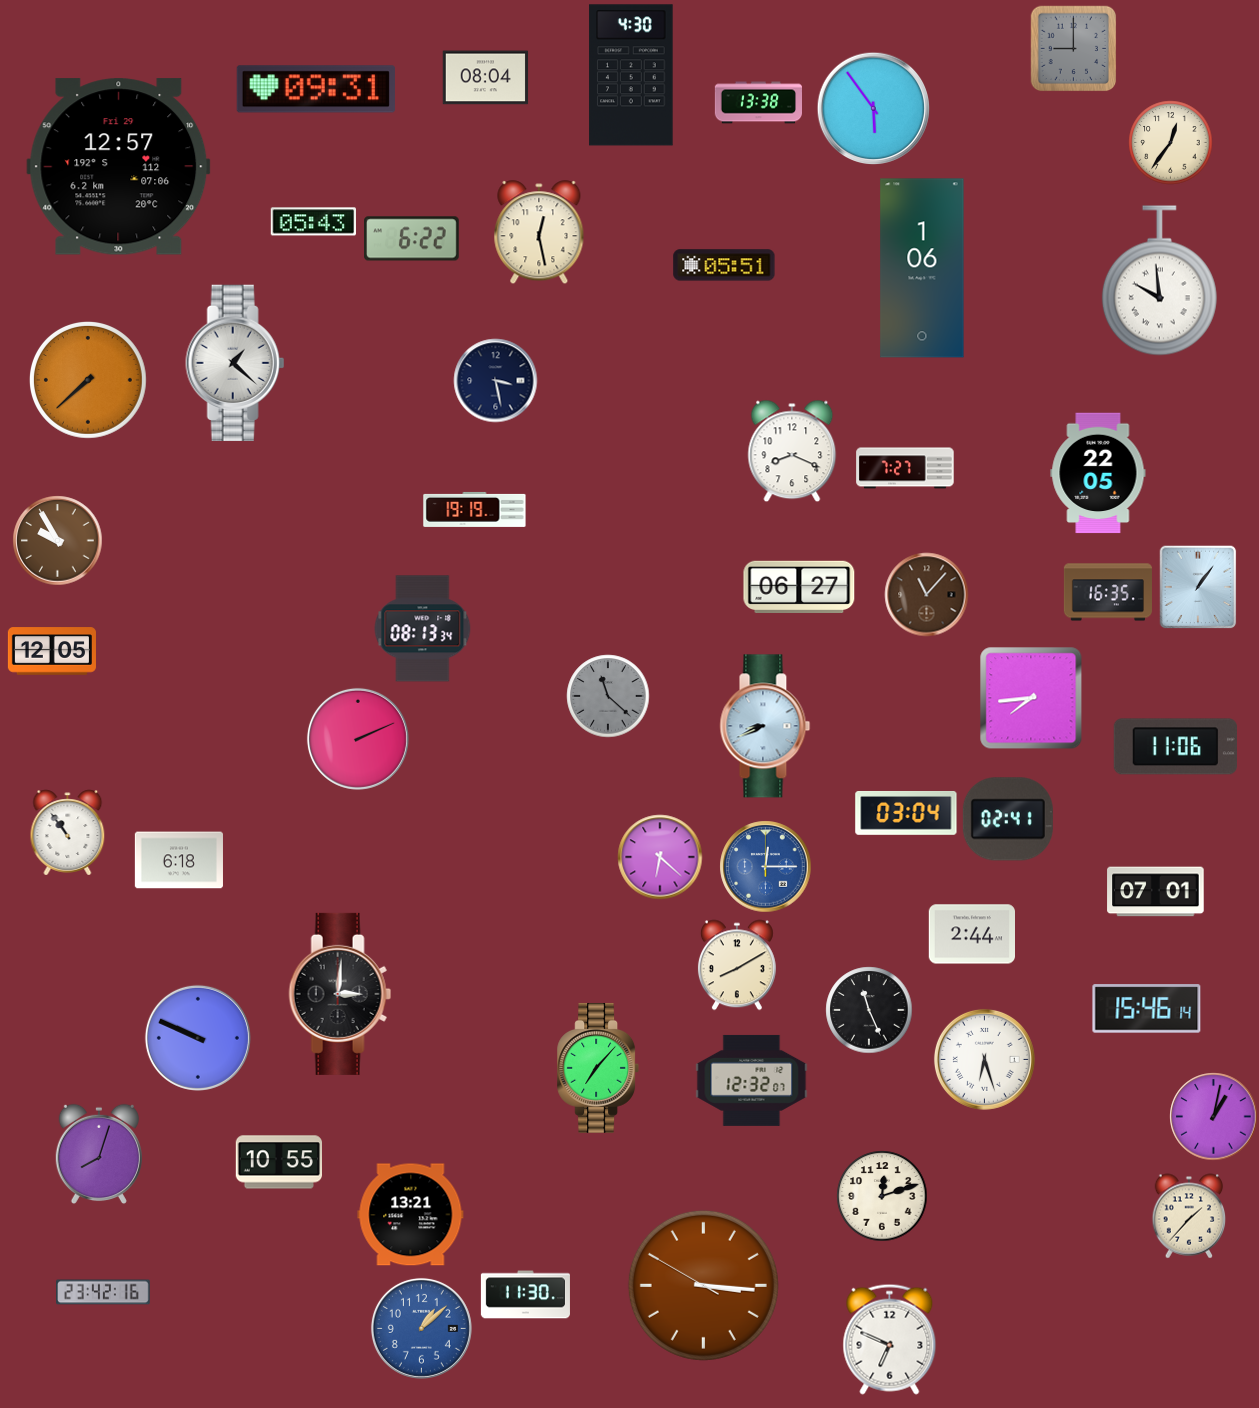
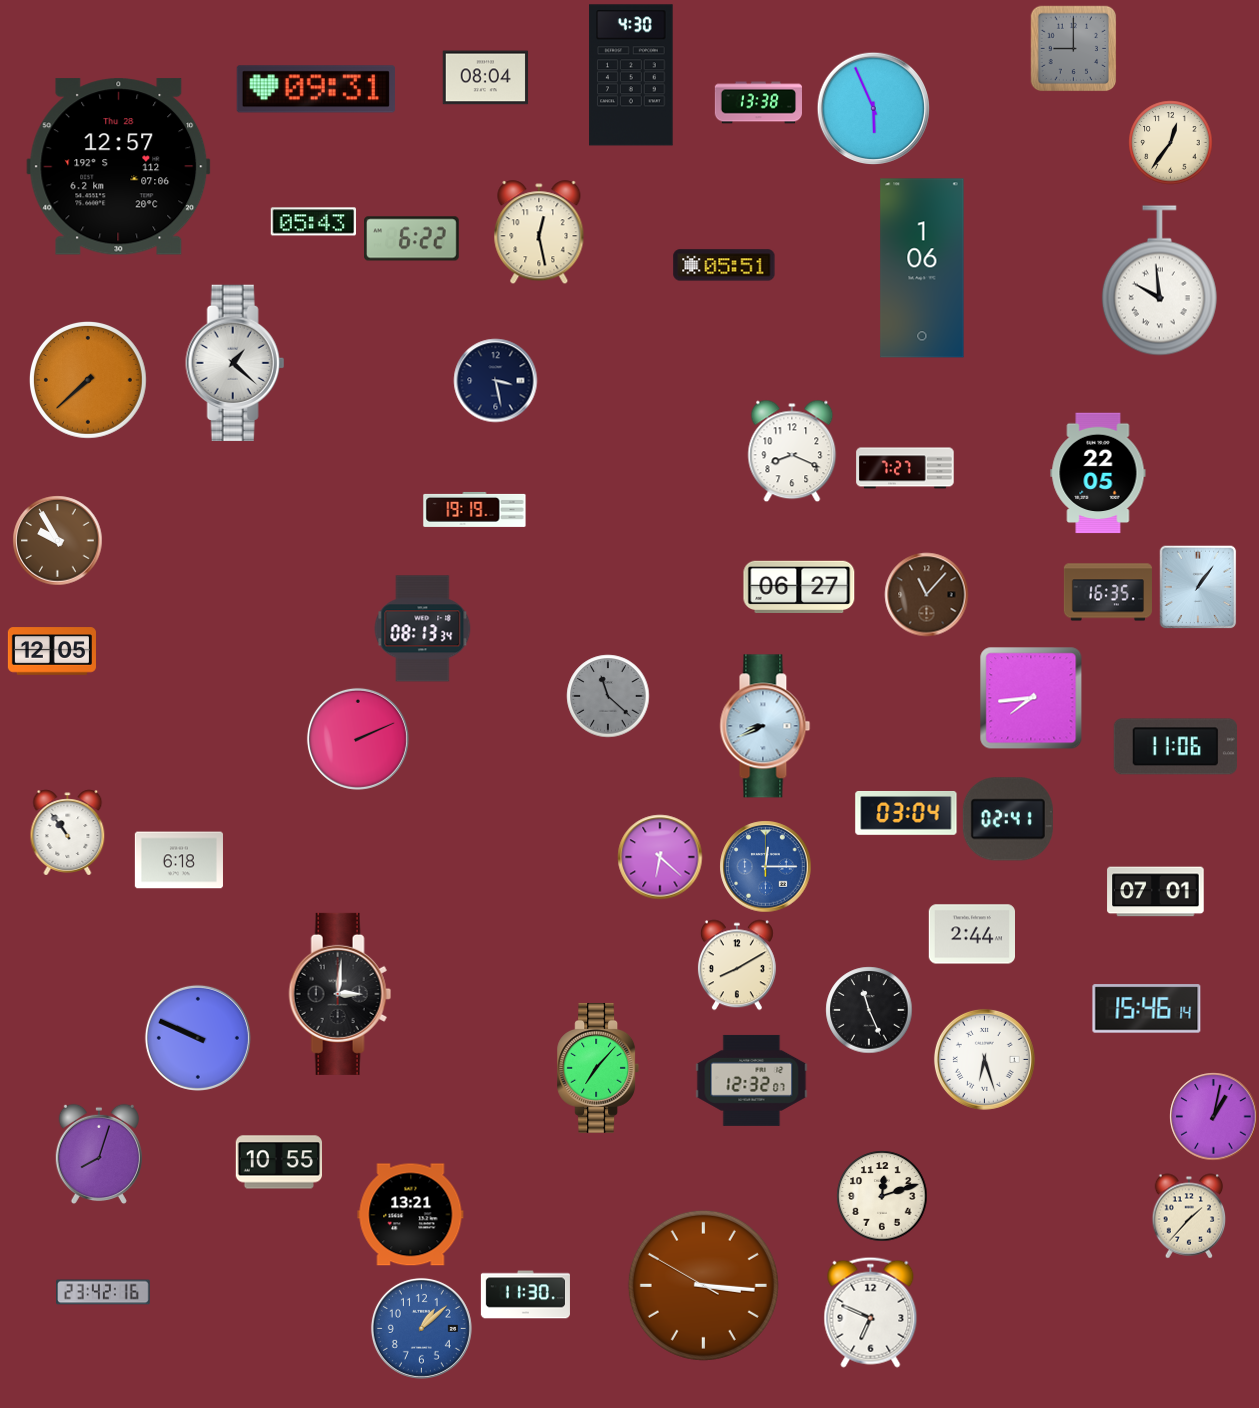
clock at (873, 108): 5:54 -> 5:56
clock at (119, 167) date: Fri 29 -> Thu 28
clock at (890, 1339) position: (890, 1339) -> (871, 1312)
